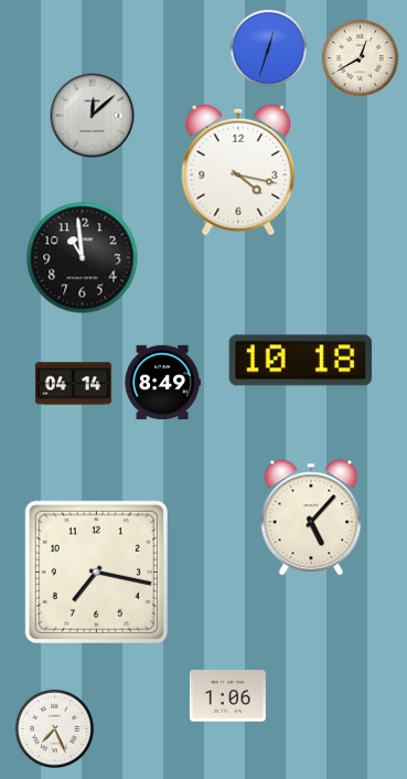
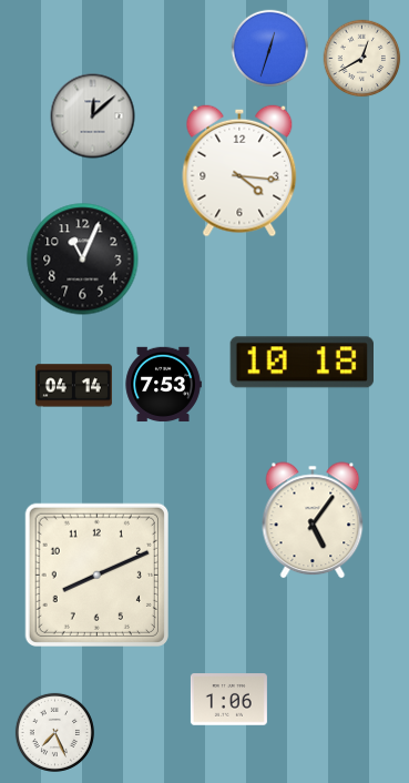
clock at (238, 170): 4:17 -> 4:16
clock at (83, 258): 10:59 -> 11:04
clock at (162, 383): 8:49 -> 7:53
clock at (311, 517): 5:07 -> 5:06
clock at (96, 572): 7:17 -> 8:11
